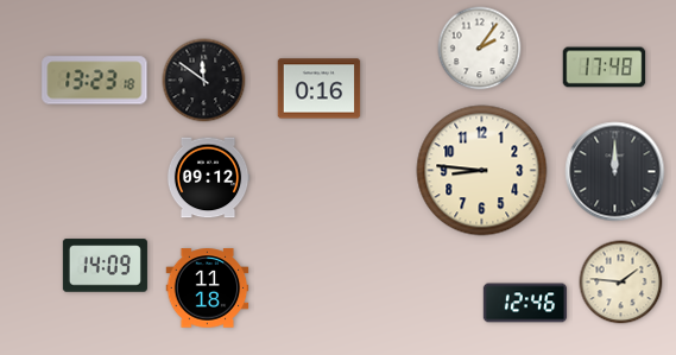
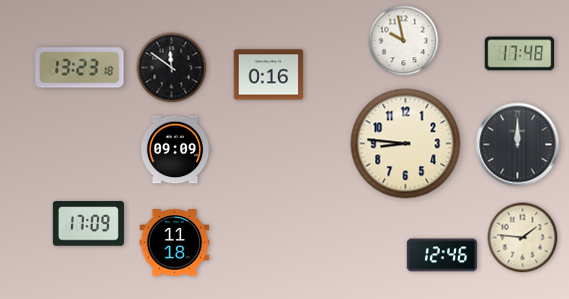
clock at (480, 49): 2:06 -> 9:58
clock at (605, 68) position: (605, 68) -> (520, 54)
clock at (208, 178): 09:12 -> 09:09
clock at (105, 266): 14:09 -> 17:09
